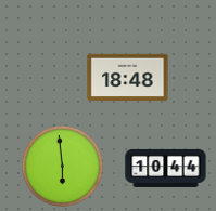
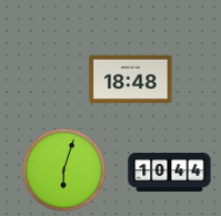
clock at (62, 166): 5:59 -> 6:03
